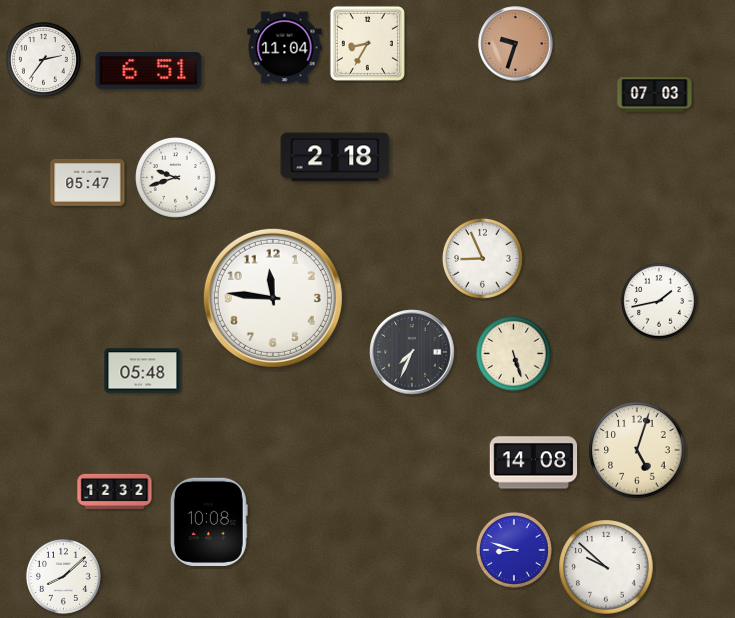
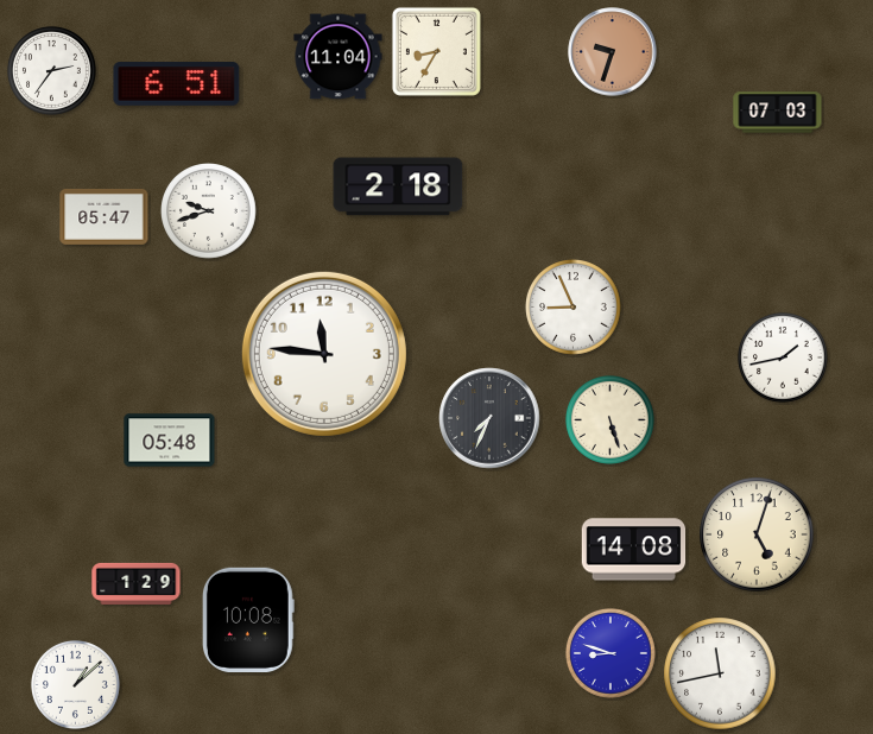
clock at (115, 491): 12:32 -> 1:29
clock at (606, 567): 9:52 -> 11:43
clock at (63, 576): 8:08 -> 1:08
